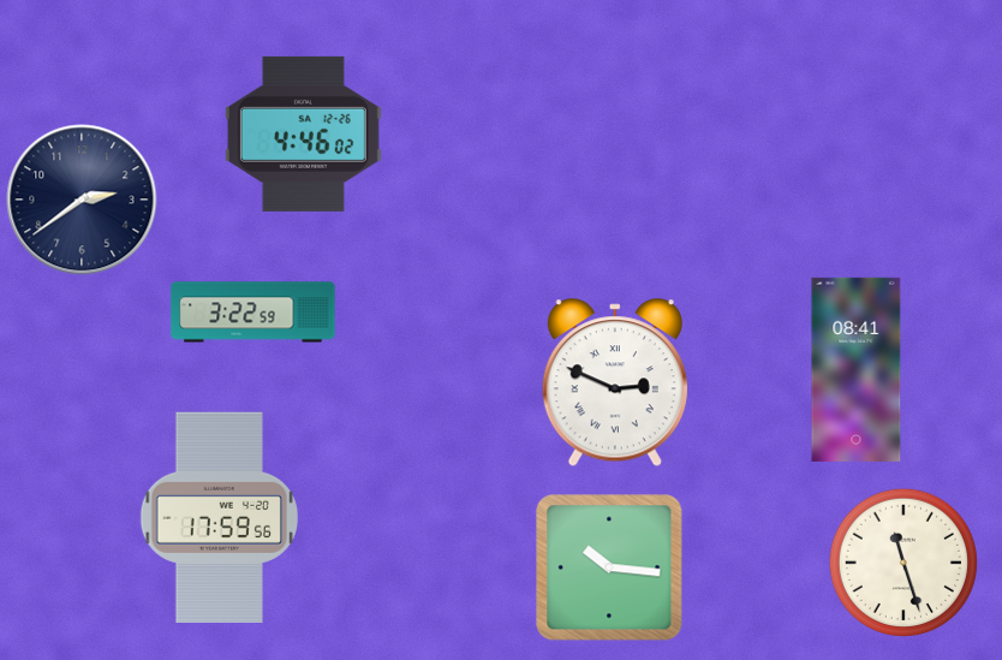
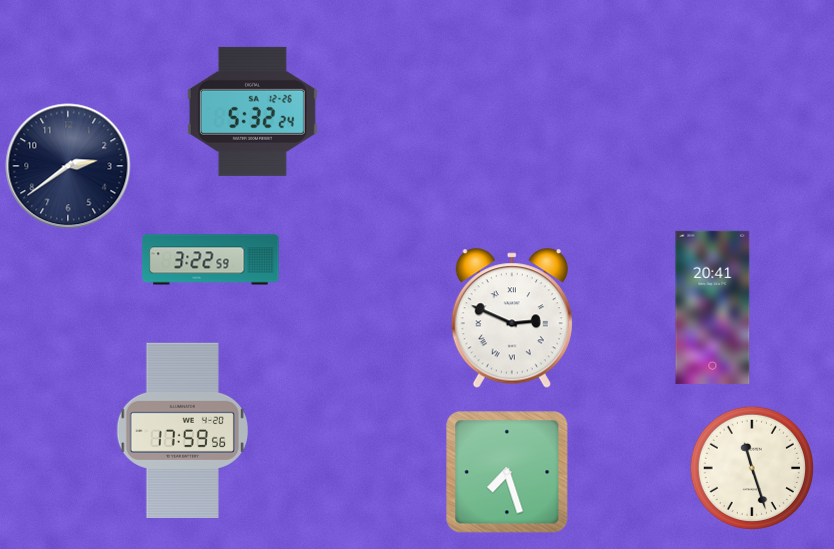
clock at (303, 133): 4:46 -> 5:32
clock at (857, 369): 08:41 -> 20:41
clock at (609, 567): 10:16 -> 7:27
